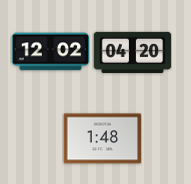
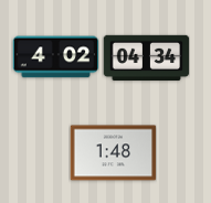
clock at (50, 52): 12:02 -> 4:02
clock at (132, 53): 04:20 -> 04:34
